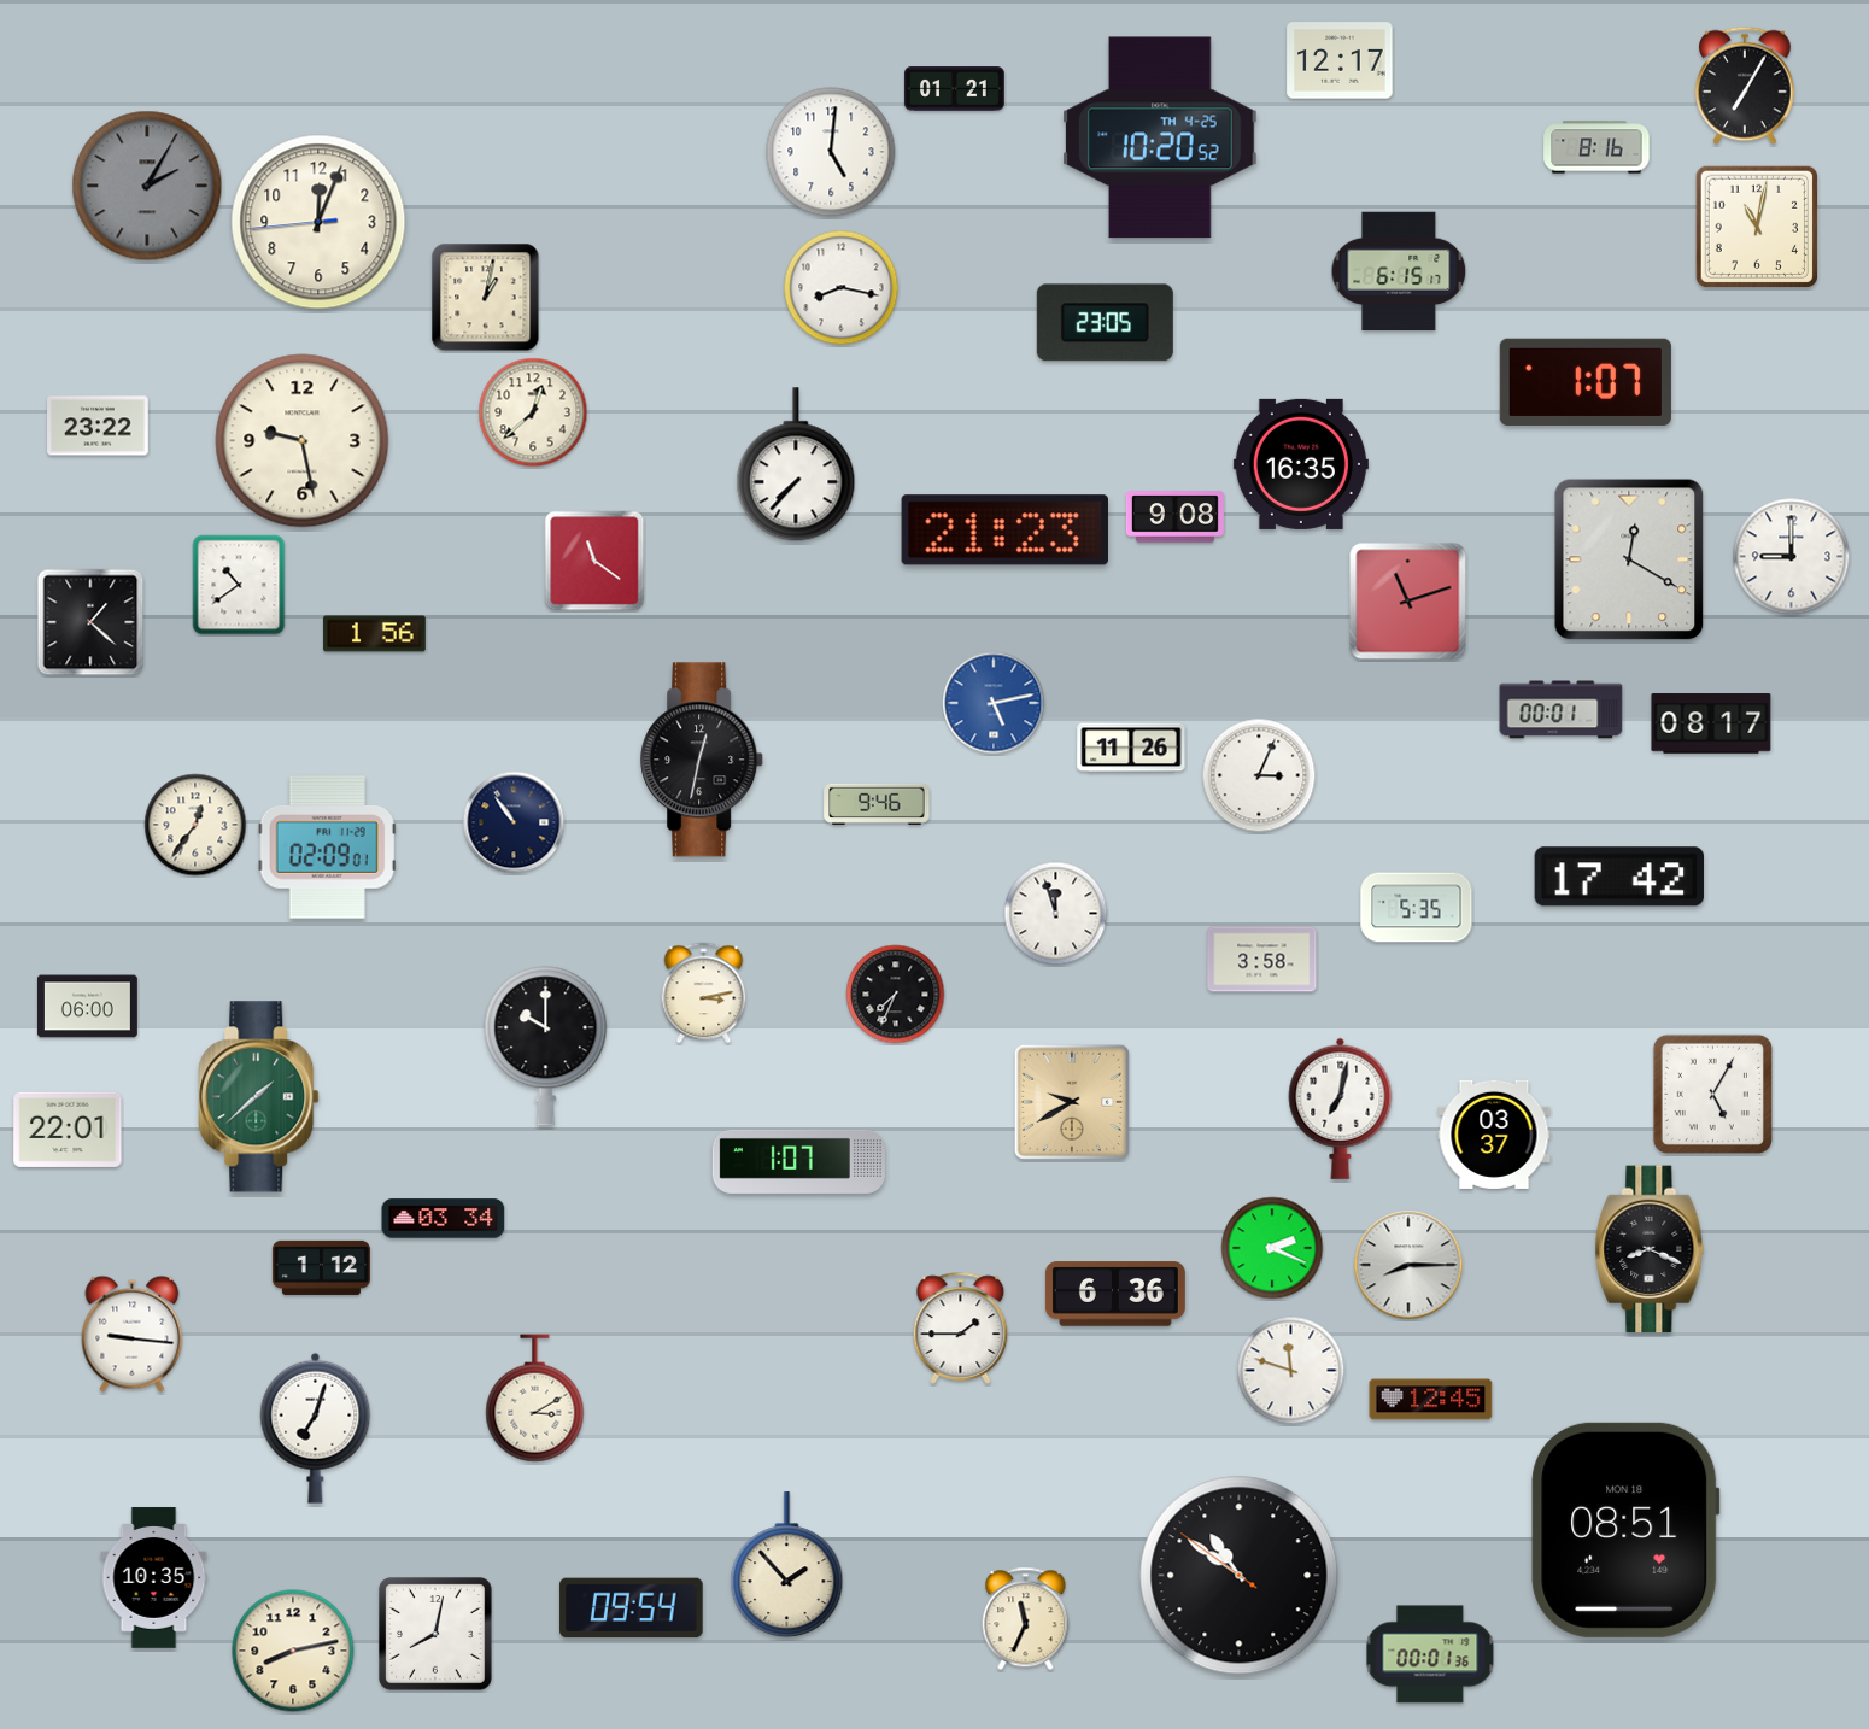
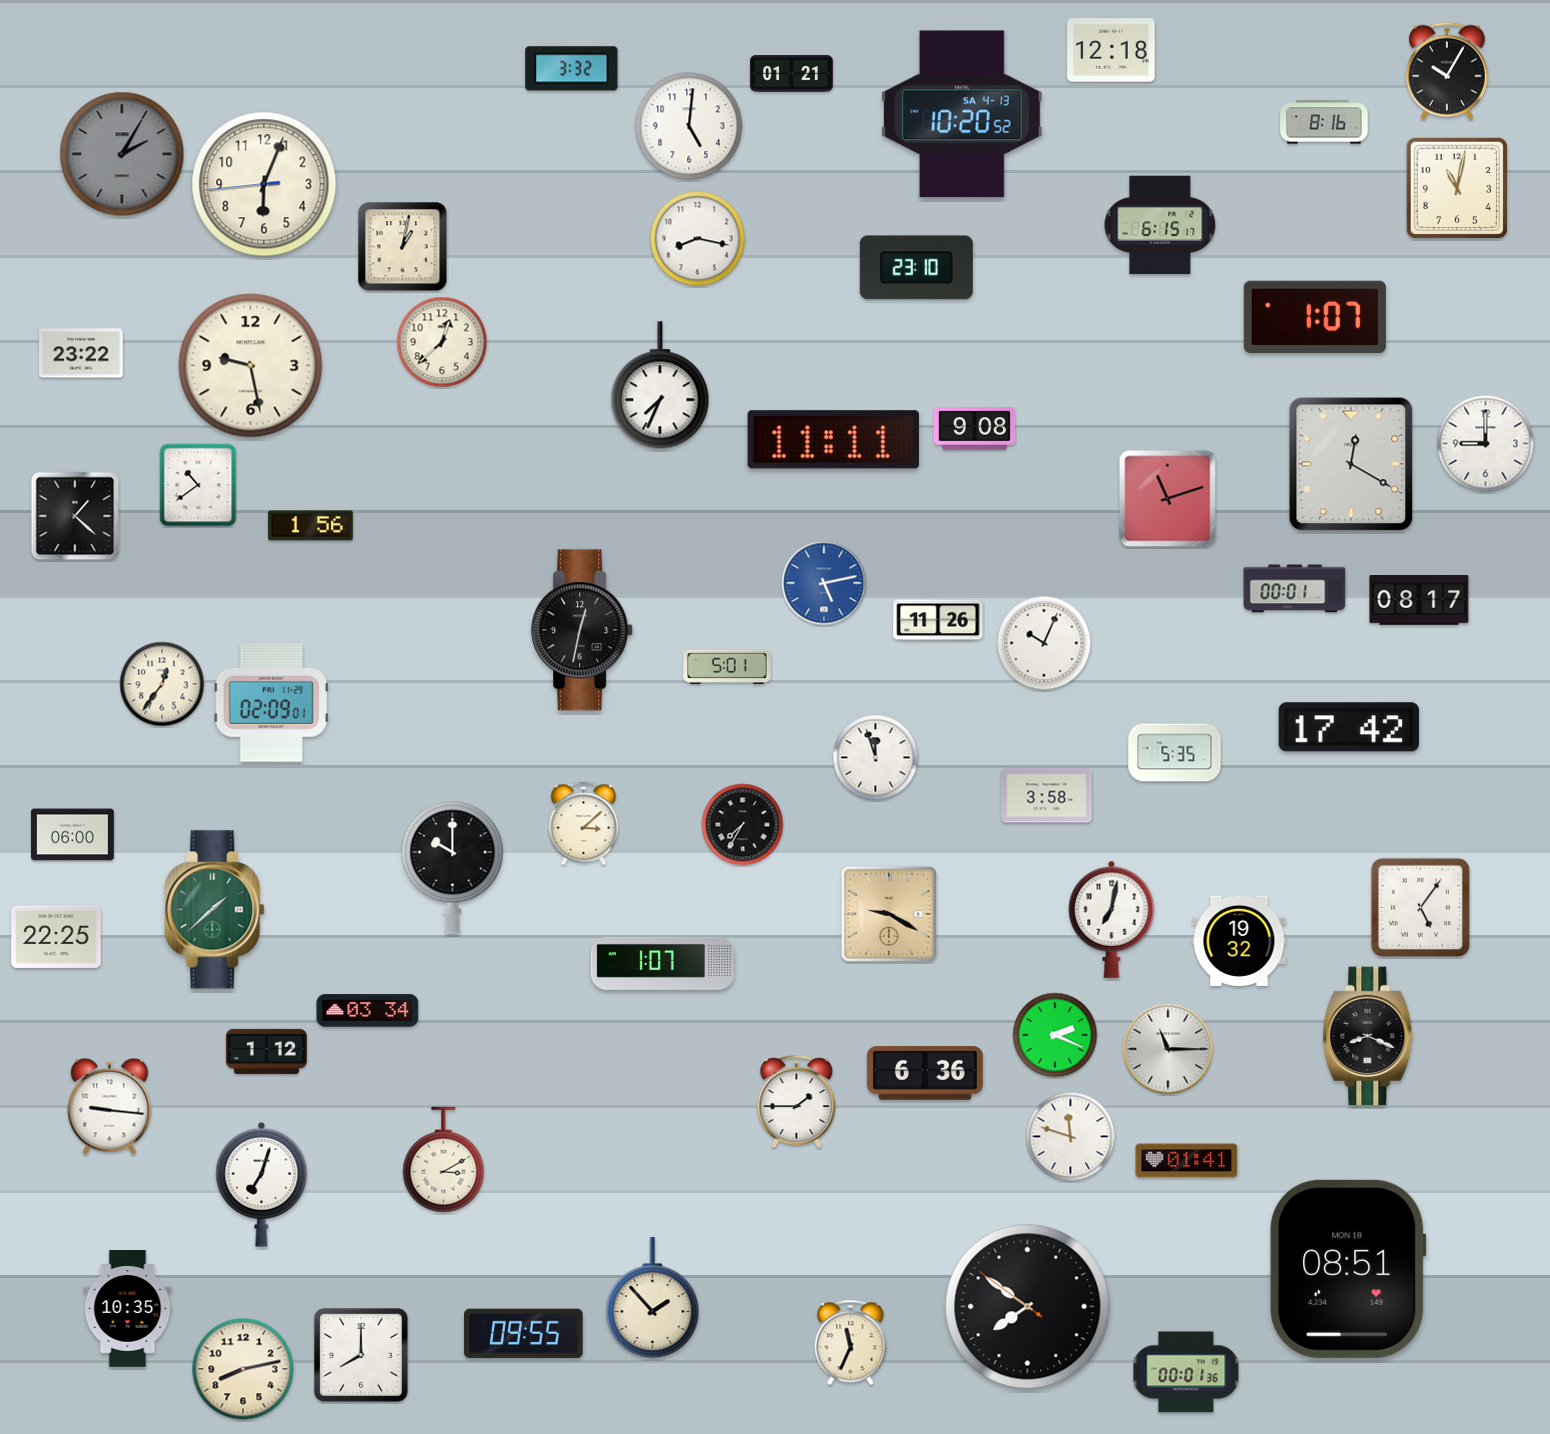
clock at (1340, 60): 12:17 -> 12:18
clock at (572, 69): none -> 3:32
clock at (1745, 86): 7:05 -> 10:05
clock at (1160, 137) date: TH 4-25 -> SA 4-13
clock at (318, 222): 12:03 -> 6:03
clock at (1105, 323): 23:05 -> 23:10
clock at (1301, 464): 16:35 -> none
clock at (796, 465): 7:37 -> 7:34
clock at (1004, 531): 21:23 -> 11:11
clock at (1792, 557) position: (1792, 557) -> (1486, 444)
clock at (594, 561): 11:21 -> none
clock at (1259, 775): 3:04 -> 10:04
clock at (877, 804): 9:46 -> 5:01
clock at (514, 822): 10:54 -> none
clock at (1619, 877) position: (1619, 877) -> (1349, 727)
clock at (704, 994): 3:13 -> 3:08
clock at (896, 995): 7:34 -> 7:35
clock at (1712, 1094): 5:05 -> 5:06
clock at (1072, 1102): 9:40 -> 9:20
clock at (68, 1130): 22:01 -> 22:25
clock at (1494, 1135): 03:37 -> 19:32
clock at (1408, 1265): 8:15 -> 11:15
clock at (1431, 1400): 12:45 -> 01:41
clock at (1240, 1576): 10:50 -> 7:50
clock at (632, 1608): 09:54 -> 09:55
clock at (437, 1635): 8:02 -> 8:00
